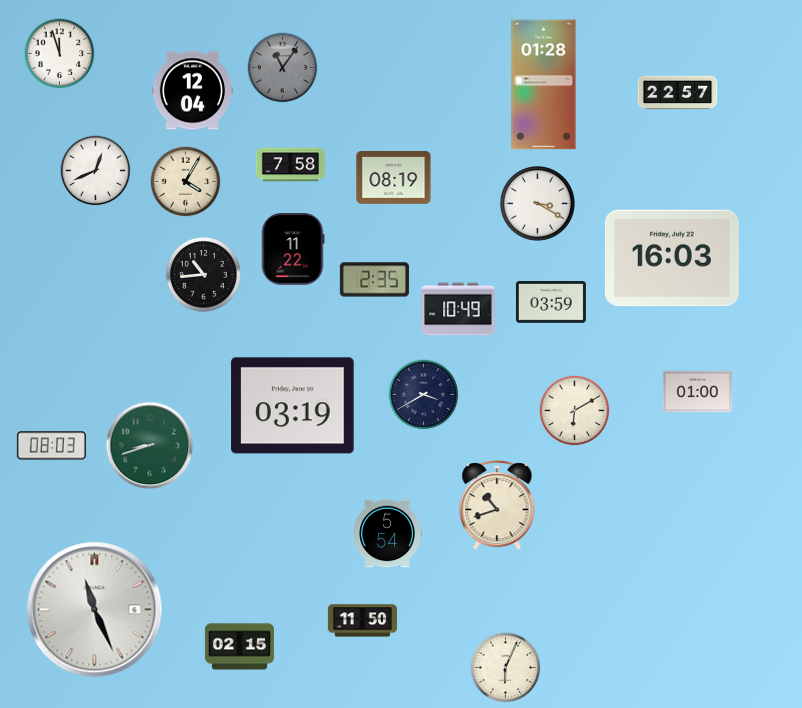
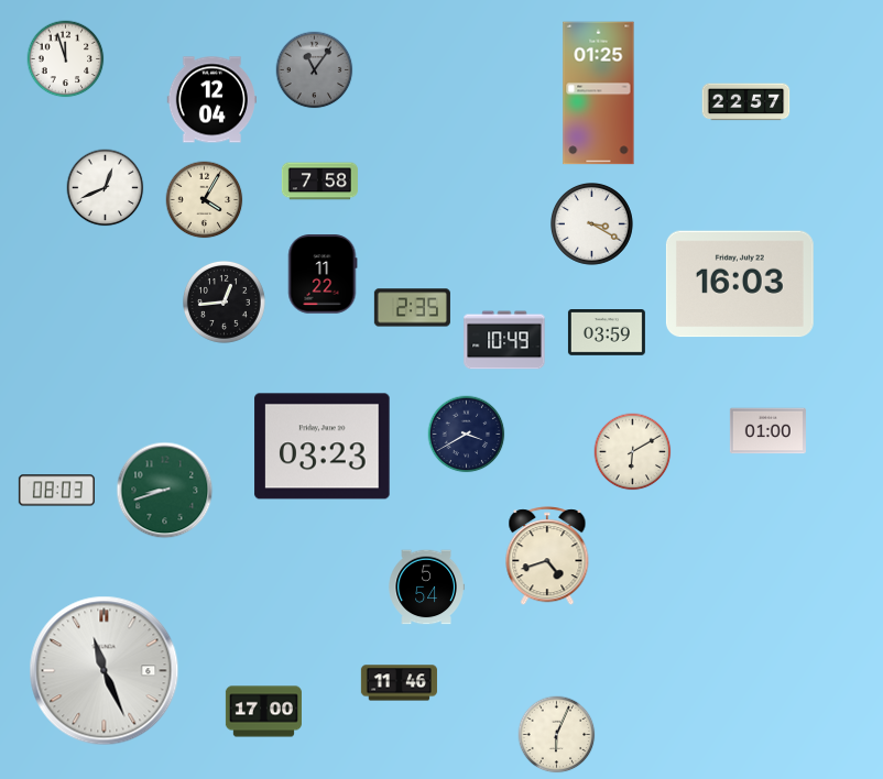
clock at (283, 68) position: (283, 68) -> (315, 70)
clock at (544, 85): 01:28 -> 01:25
clock at (394, 178): 08:19 -> none
clock at (204, 275): 10:44 -> 12:44
clock at (293, 406): 03:19 -> 03:23
clock at (497, 506): 10:42 -> 4:42
clock at (362, 621): 11:50 -> 11:46
clock at (239, 647): 02:15 -> 17:00
